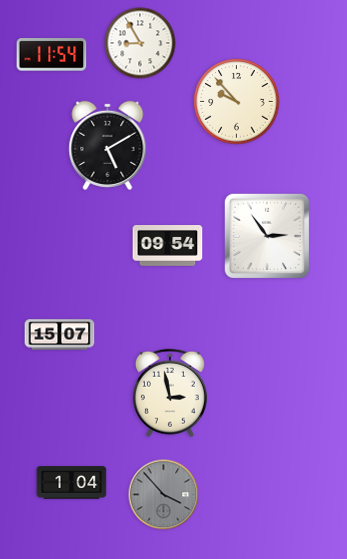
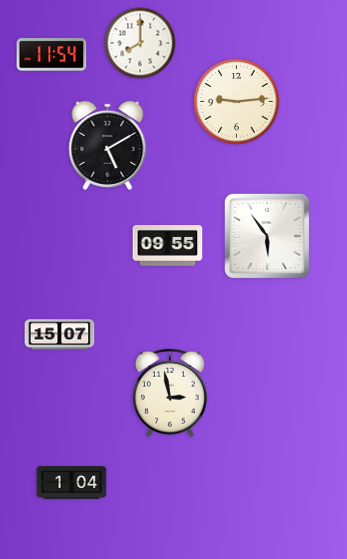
clock at (140, 43): 8:55 -> 8:00
clock at (237, 102): 9:53 -> 9:14
clock at (266, 235): 2:54 -> 5:54
clock at (168, 246): 09:54 -> 09:55
clock at (164, 495): 3:53 -> none
